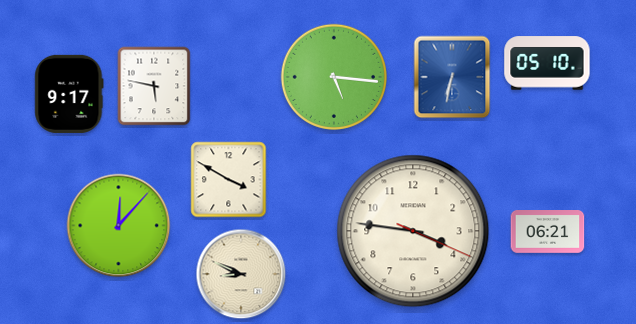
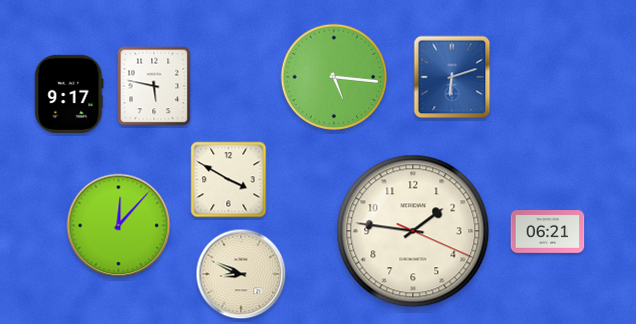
clock at (547, 63): 05:10 -> none
clock at (452, 77): 6:32 -> 6:12
clock at (413, 231): 3:46 -> 1:46
